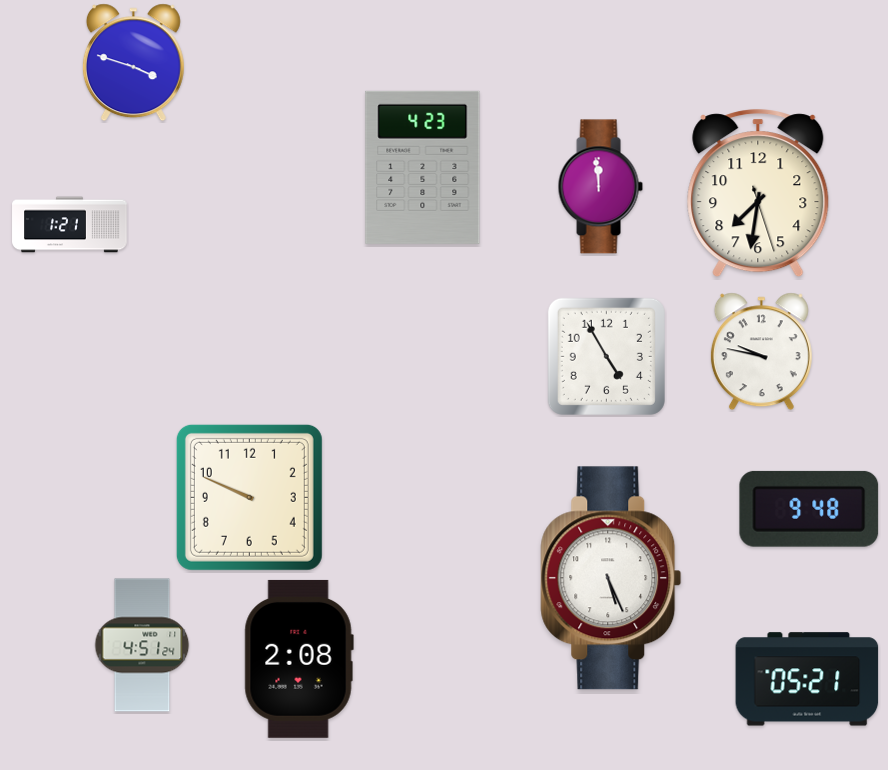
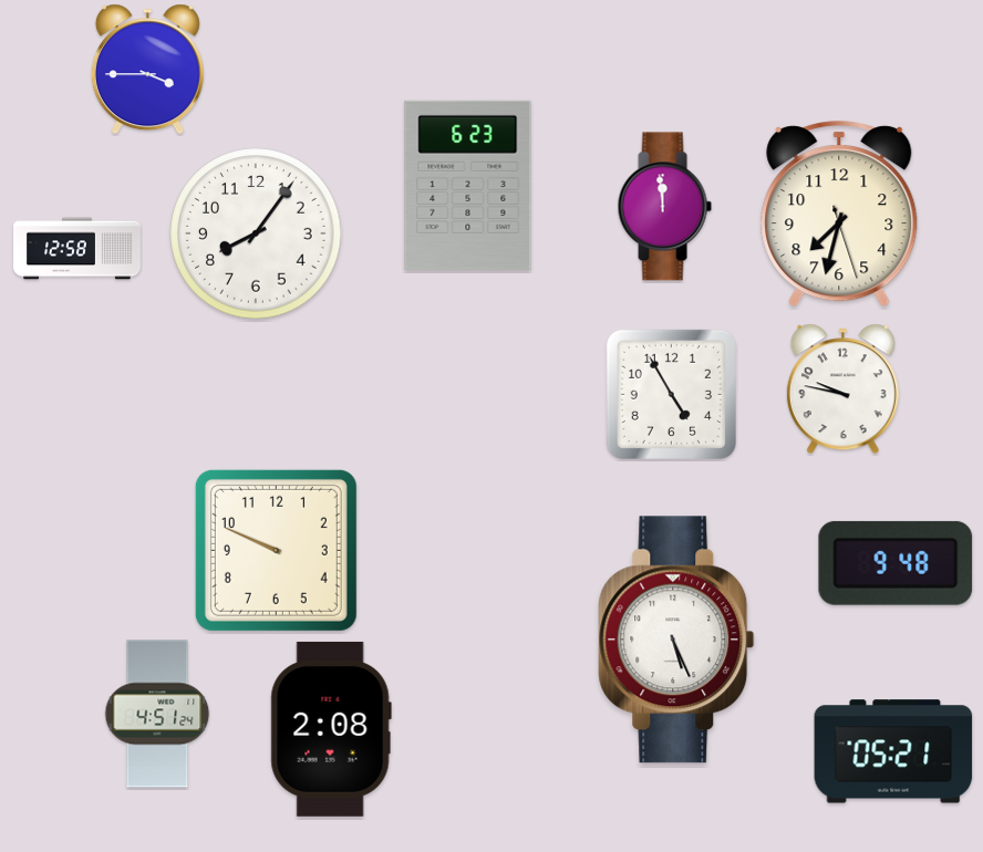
clock at (133, 63): 3:48 -> 3:45
clock at (423, 167): 4:23 -> 6:23
clock at (758, 194): 7:31 -> 7:32
clock at (256, 233): none -> 8:06
clock at (70, 225): 1:21 -> 12:58
